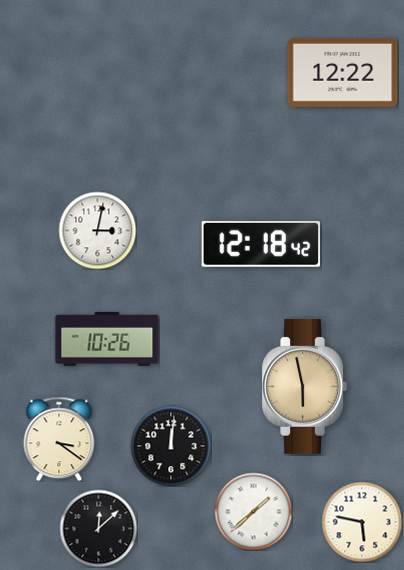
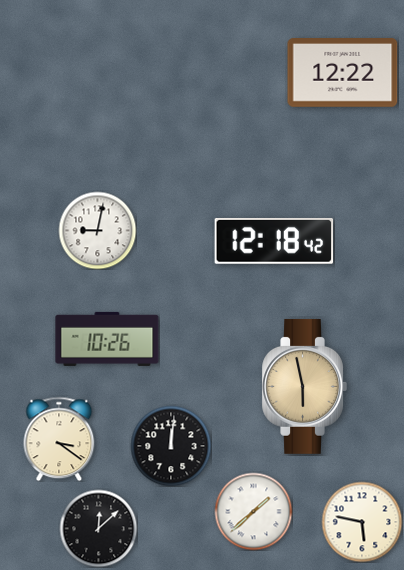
clock at (97, 230): 3:02 -> 9:02
clock at (261, 244) position: (261, 244) -> (274, 241)
